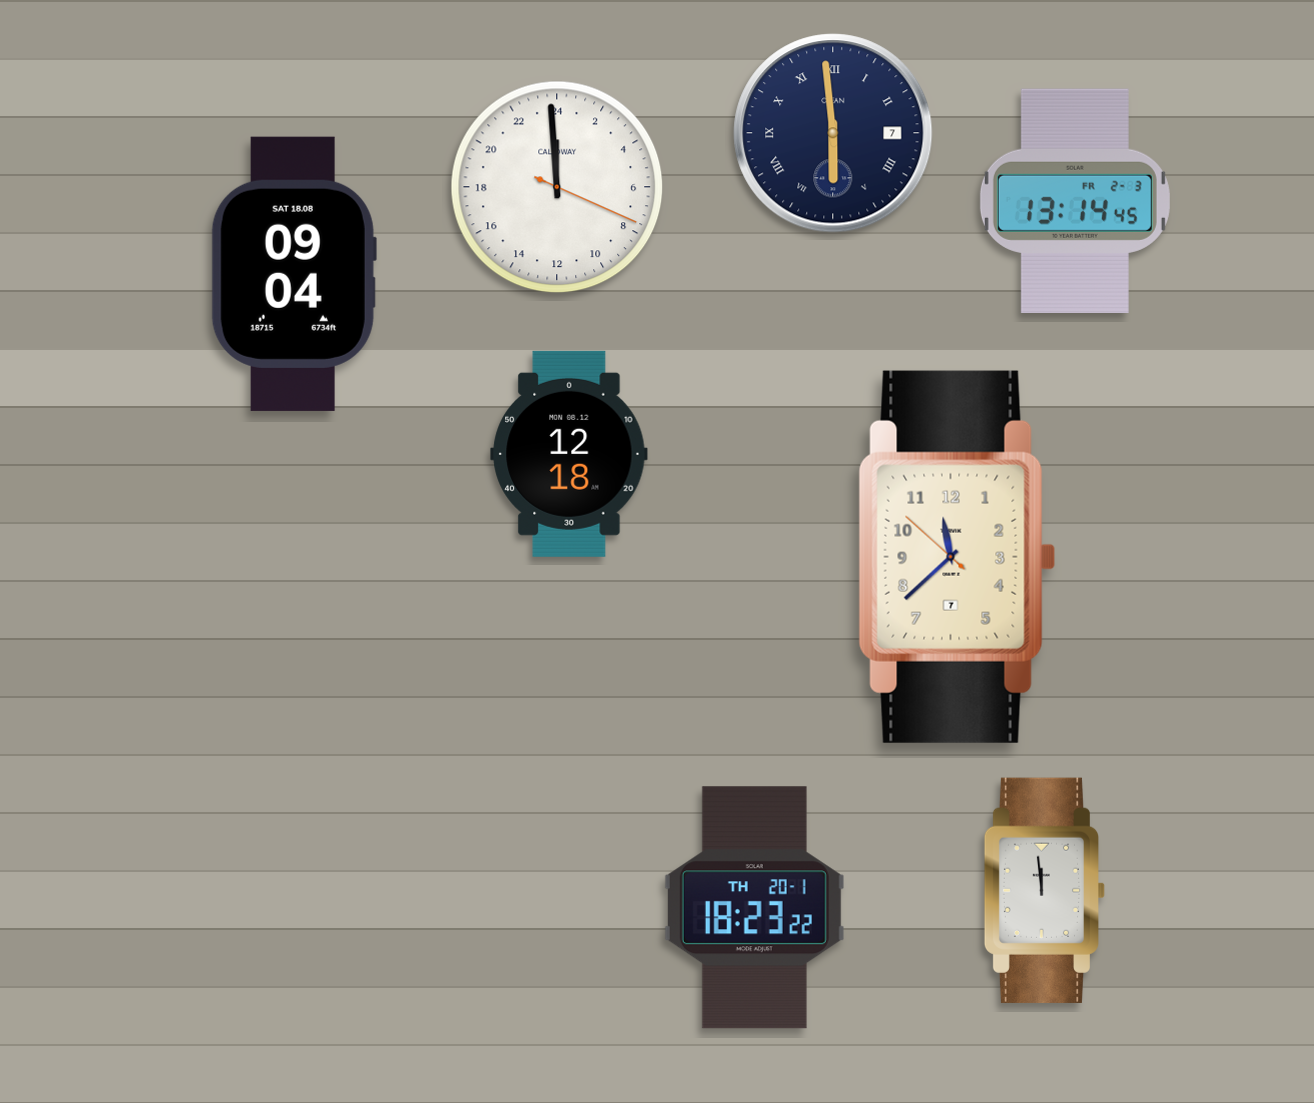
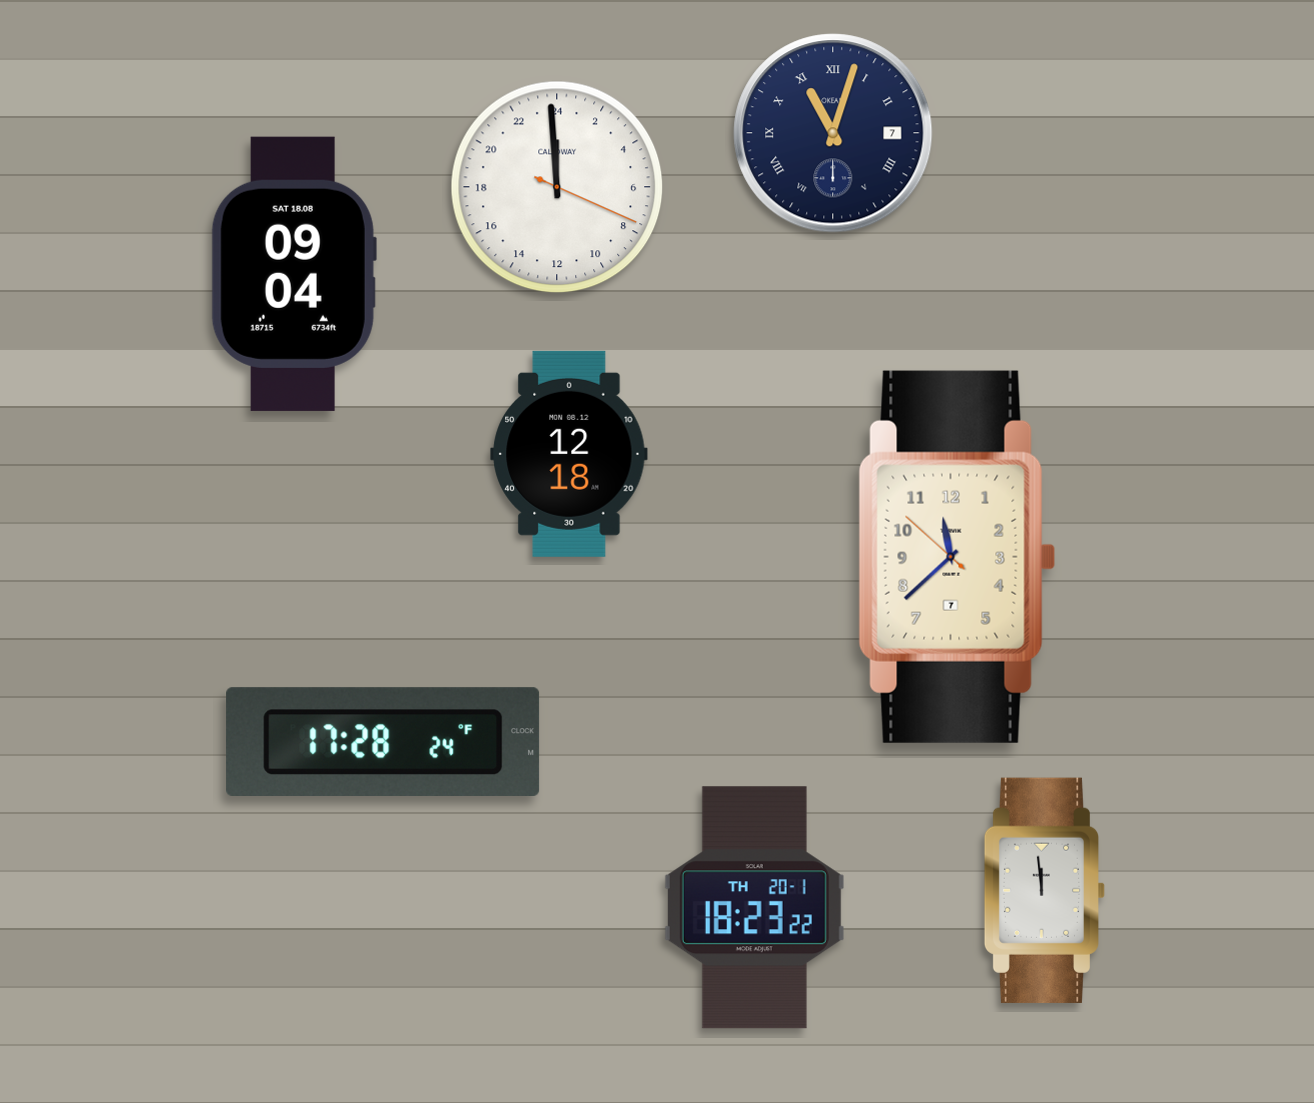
clock at (833, 133): 5:59 -> 11:03
clock at (1075, 201): 13:14 -> none
clock at (383, 742): none -> 17:28
